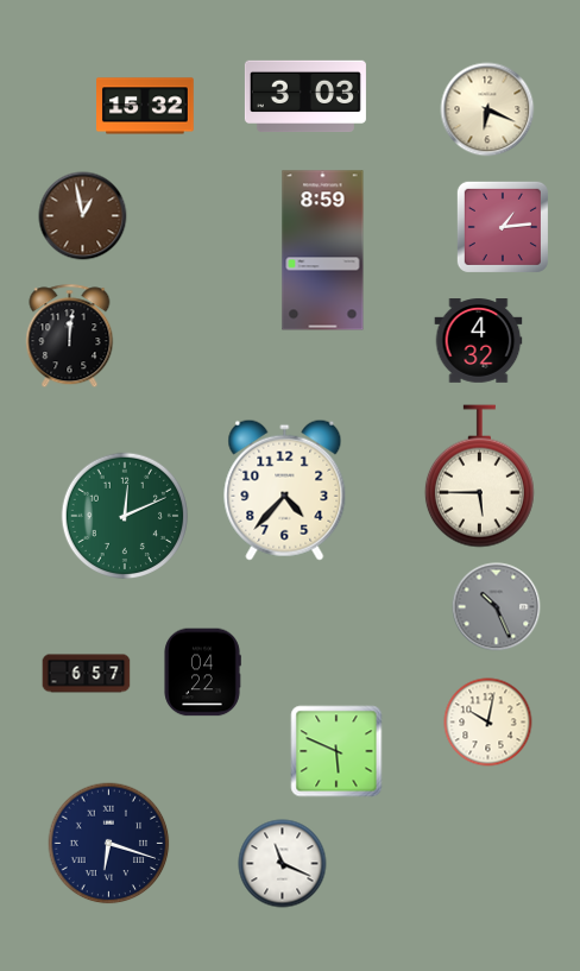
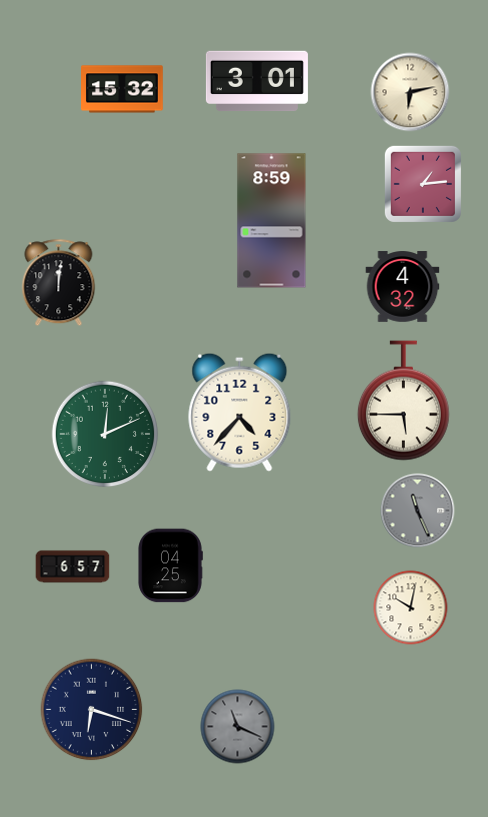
clock at (305, 96): 3:03 -> 3:01
clock at (487, 109): 6:19 -> 6:13
clock at (83, 216): 12:58 -> none
clock at (503, 227) position: (503, 227) -> (423, 184)
clock at (323, 251) position: (323, 251) -> (272, 221)
clock at (497, 607): 10:26 -> 11:26
clock at (202, 673): 04:22 -> 04:25
clock at (336, 751): 5:49 -> none
clock at (283, 864) dial: white -> grey
